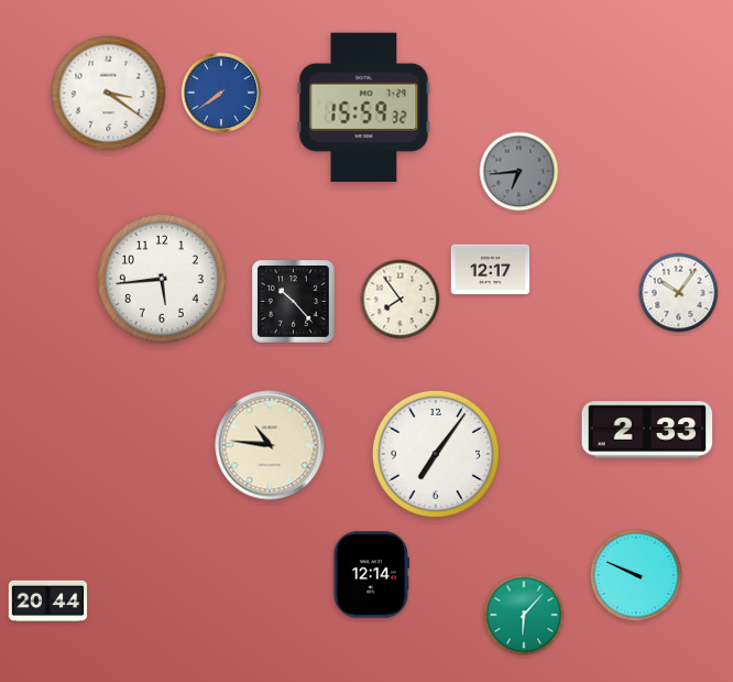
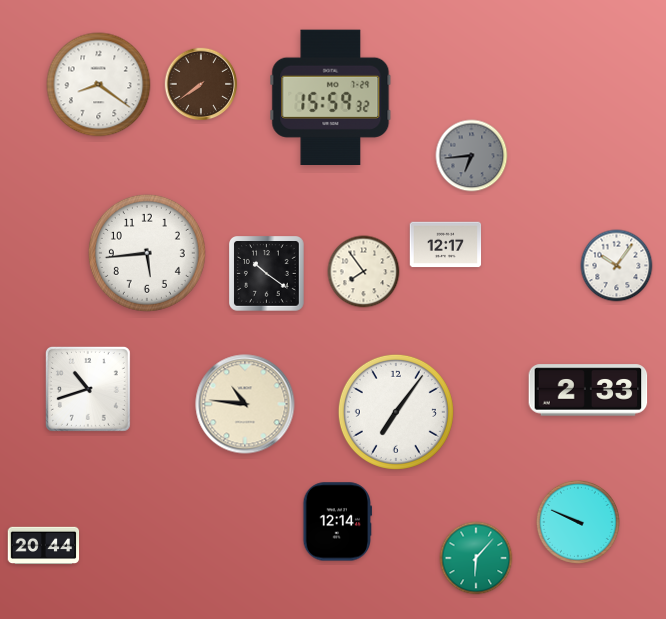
clock at (221, 93) dial: blue -> brown
clock at (109, 94): 3:21 -> 8:21
clock at (294, 302): 10:23 -> 10:21
clock at (88, 389): none -> 10:42
